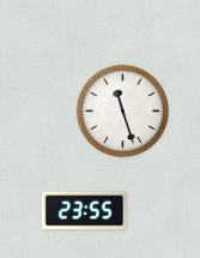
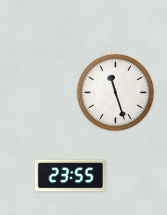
clock at (122, 110) position: (122, 110) -> (115, 92)
